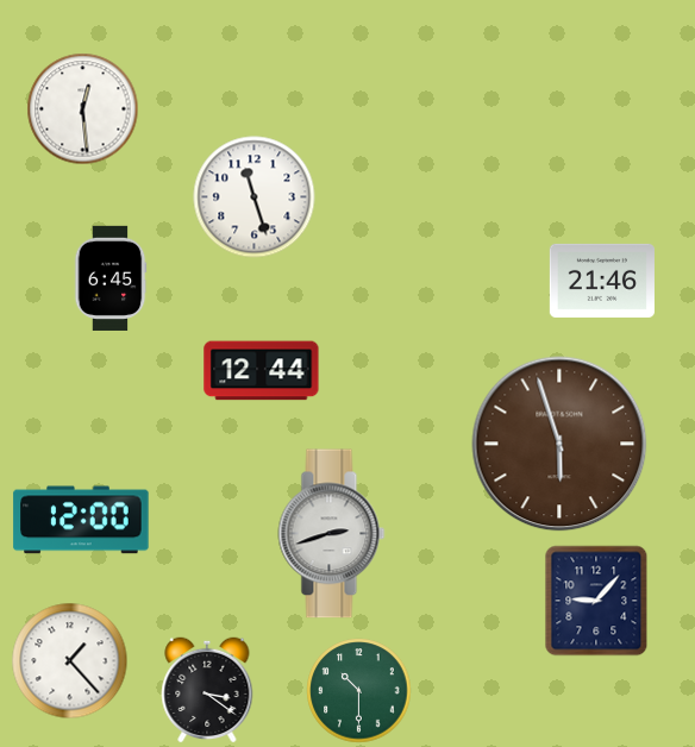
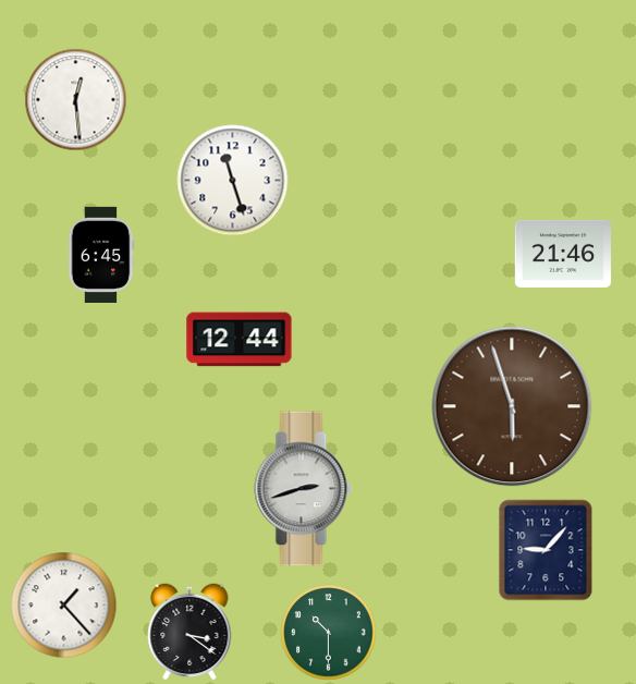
clock at (602, 281) position: (602, 281) -> (563, 254)
clock at (81, 520): 12:00 -> none
